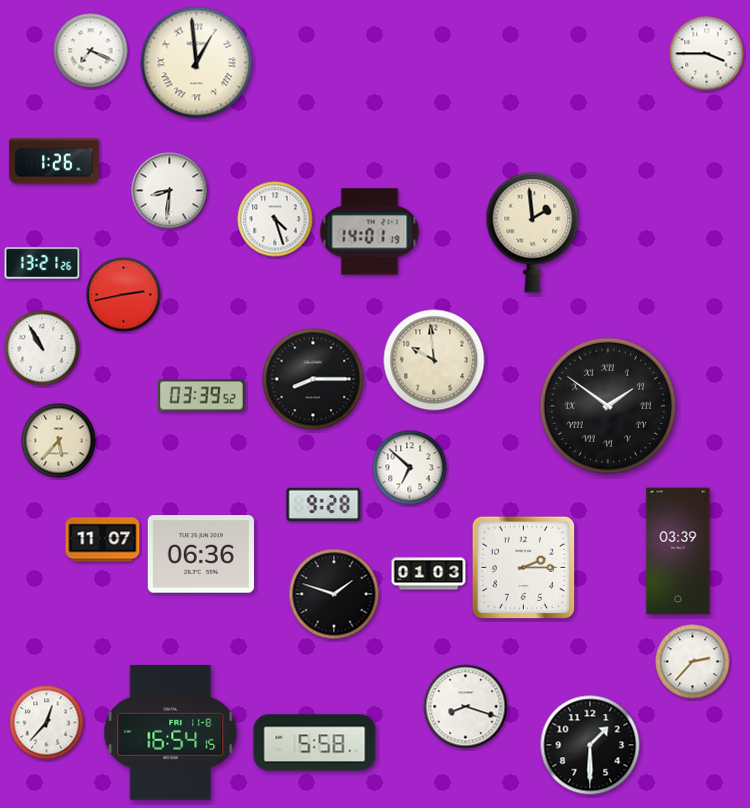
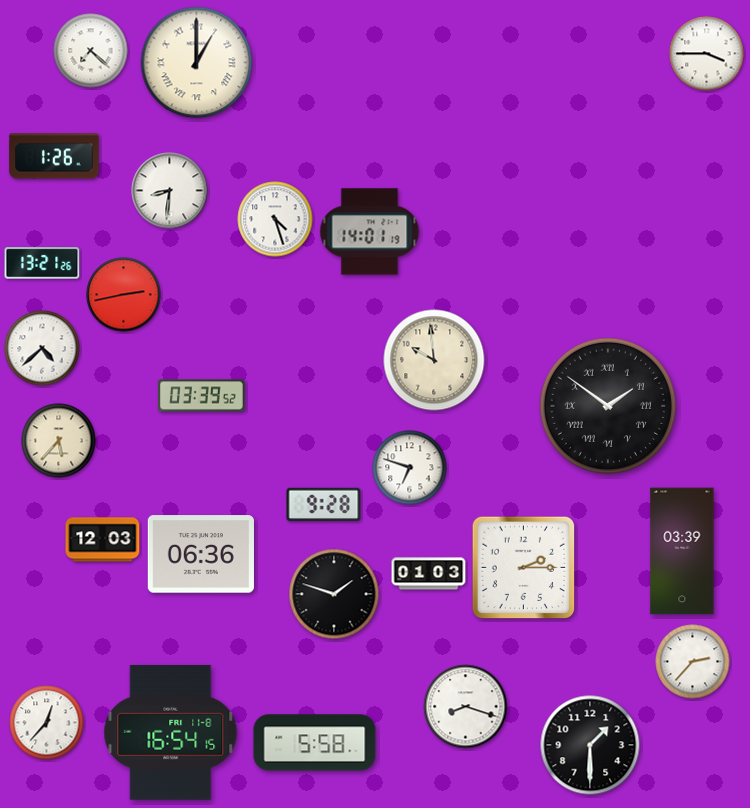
clock at (91, 51): 7:19 -> 7:22
clock at (197, 63): 12:59 -> 1:00
clock at (54, 161) position: (54, 161) -> (54, 156)
clock at (533, 232): 1:59 -> none
clock at (42, 348): 10:55 -> 4:38
clock at (313, 379): 8:15 -> none
clock at (410, 468): 6:52 -> 6:48
clock at (103, 540): 11:07 -> 12:03
clock at (678, 551) position: (678, 551) -> (682, 551)
